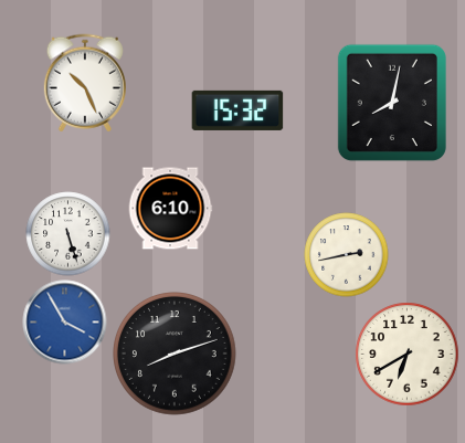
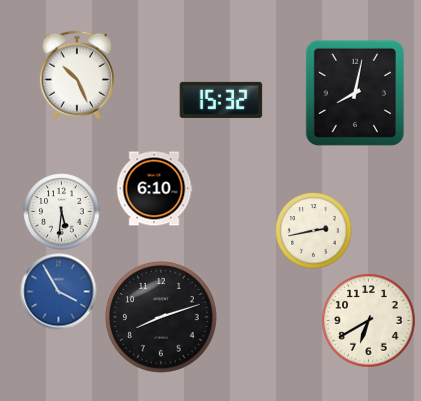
clock at (237, 110) position: (237, 110) -> (221, 100)
clock at (68, 234): 5:27 -> 5:31
clock at (176, 355) position: (176, 355) -> (162, 318)
